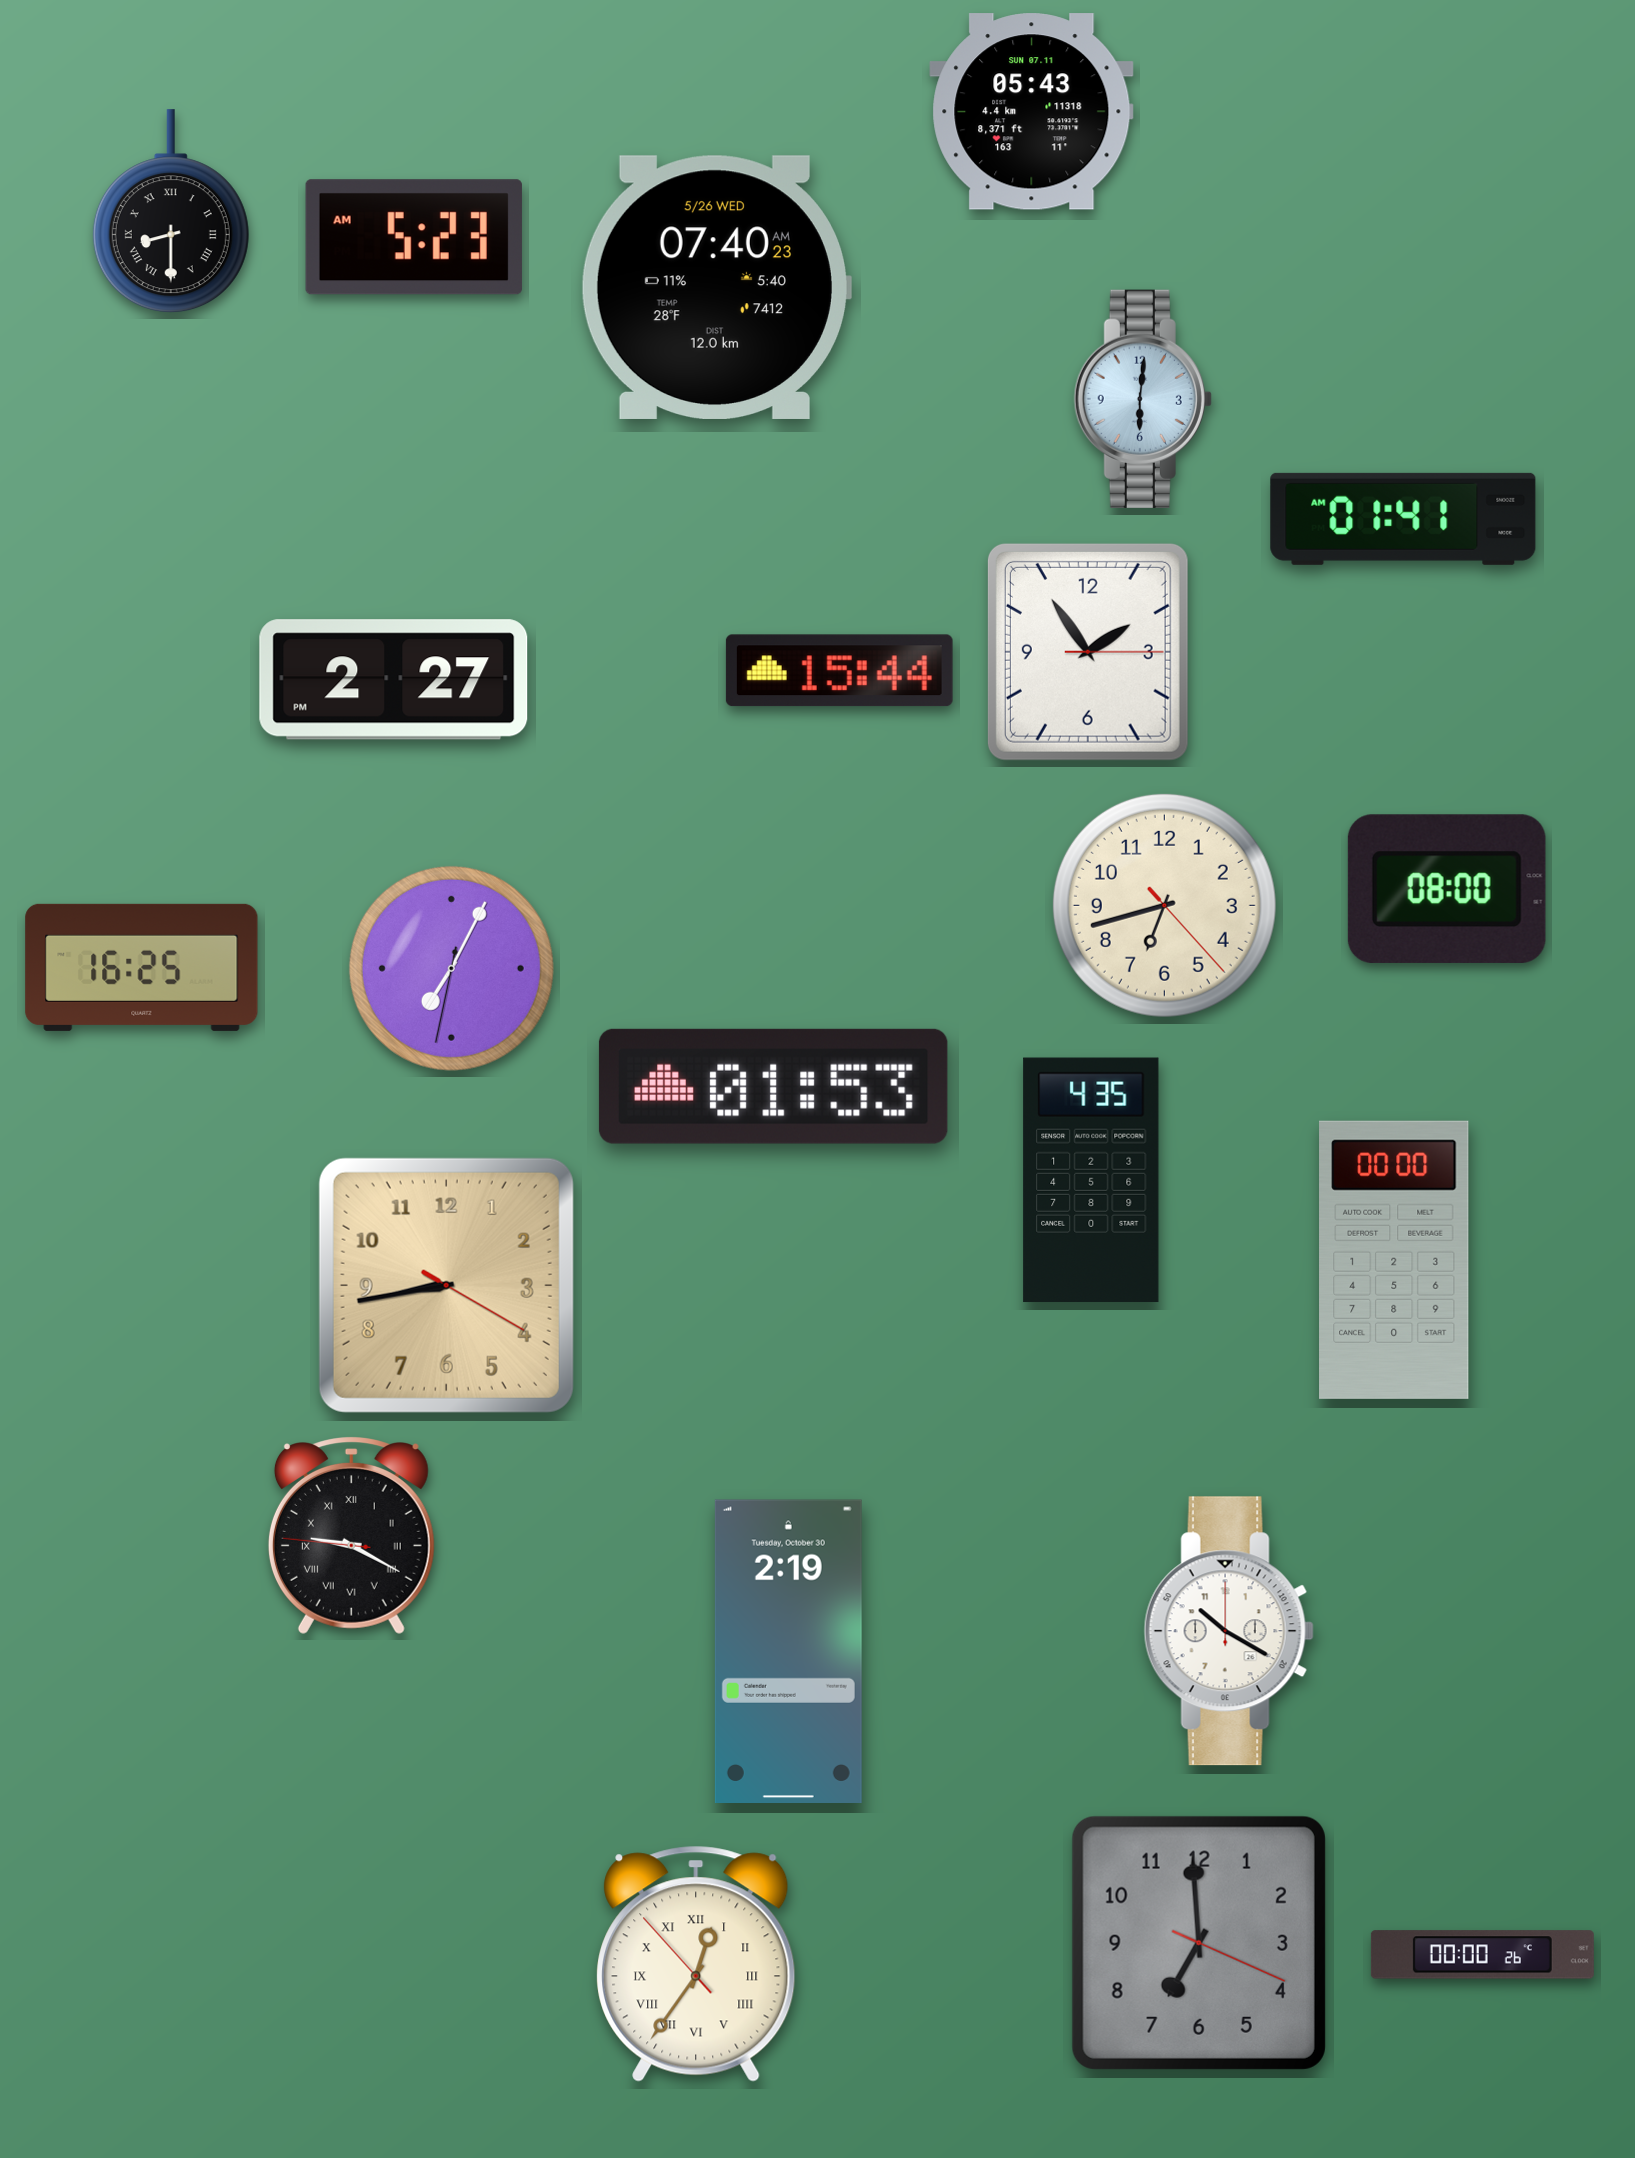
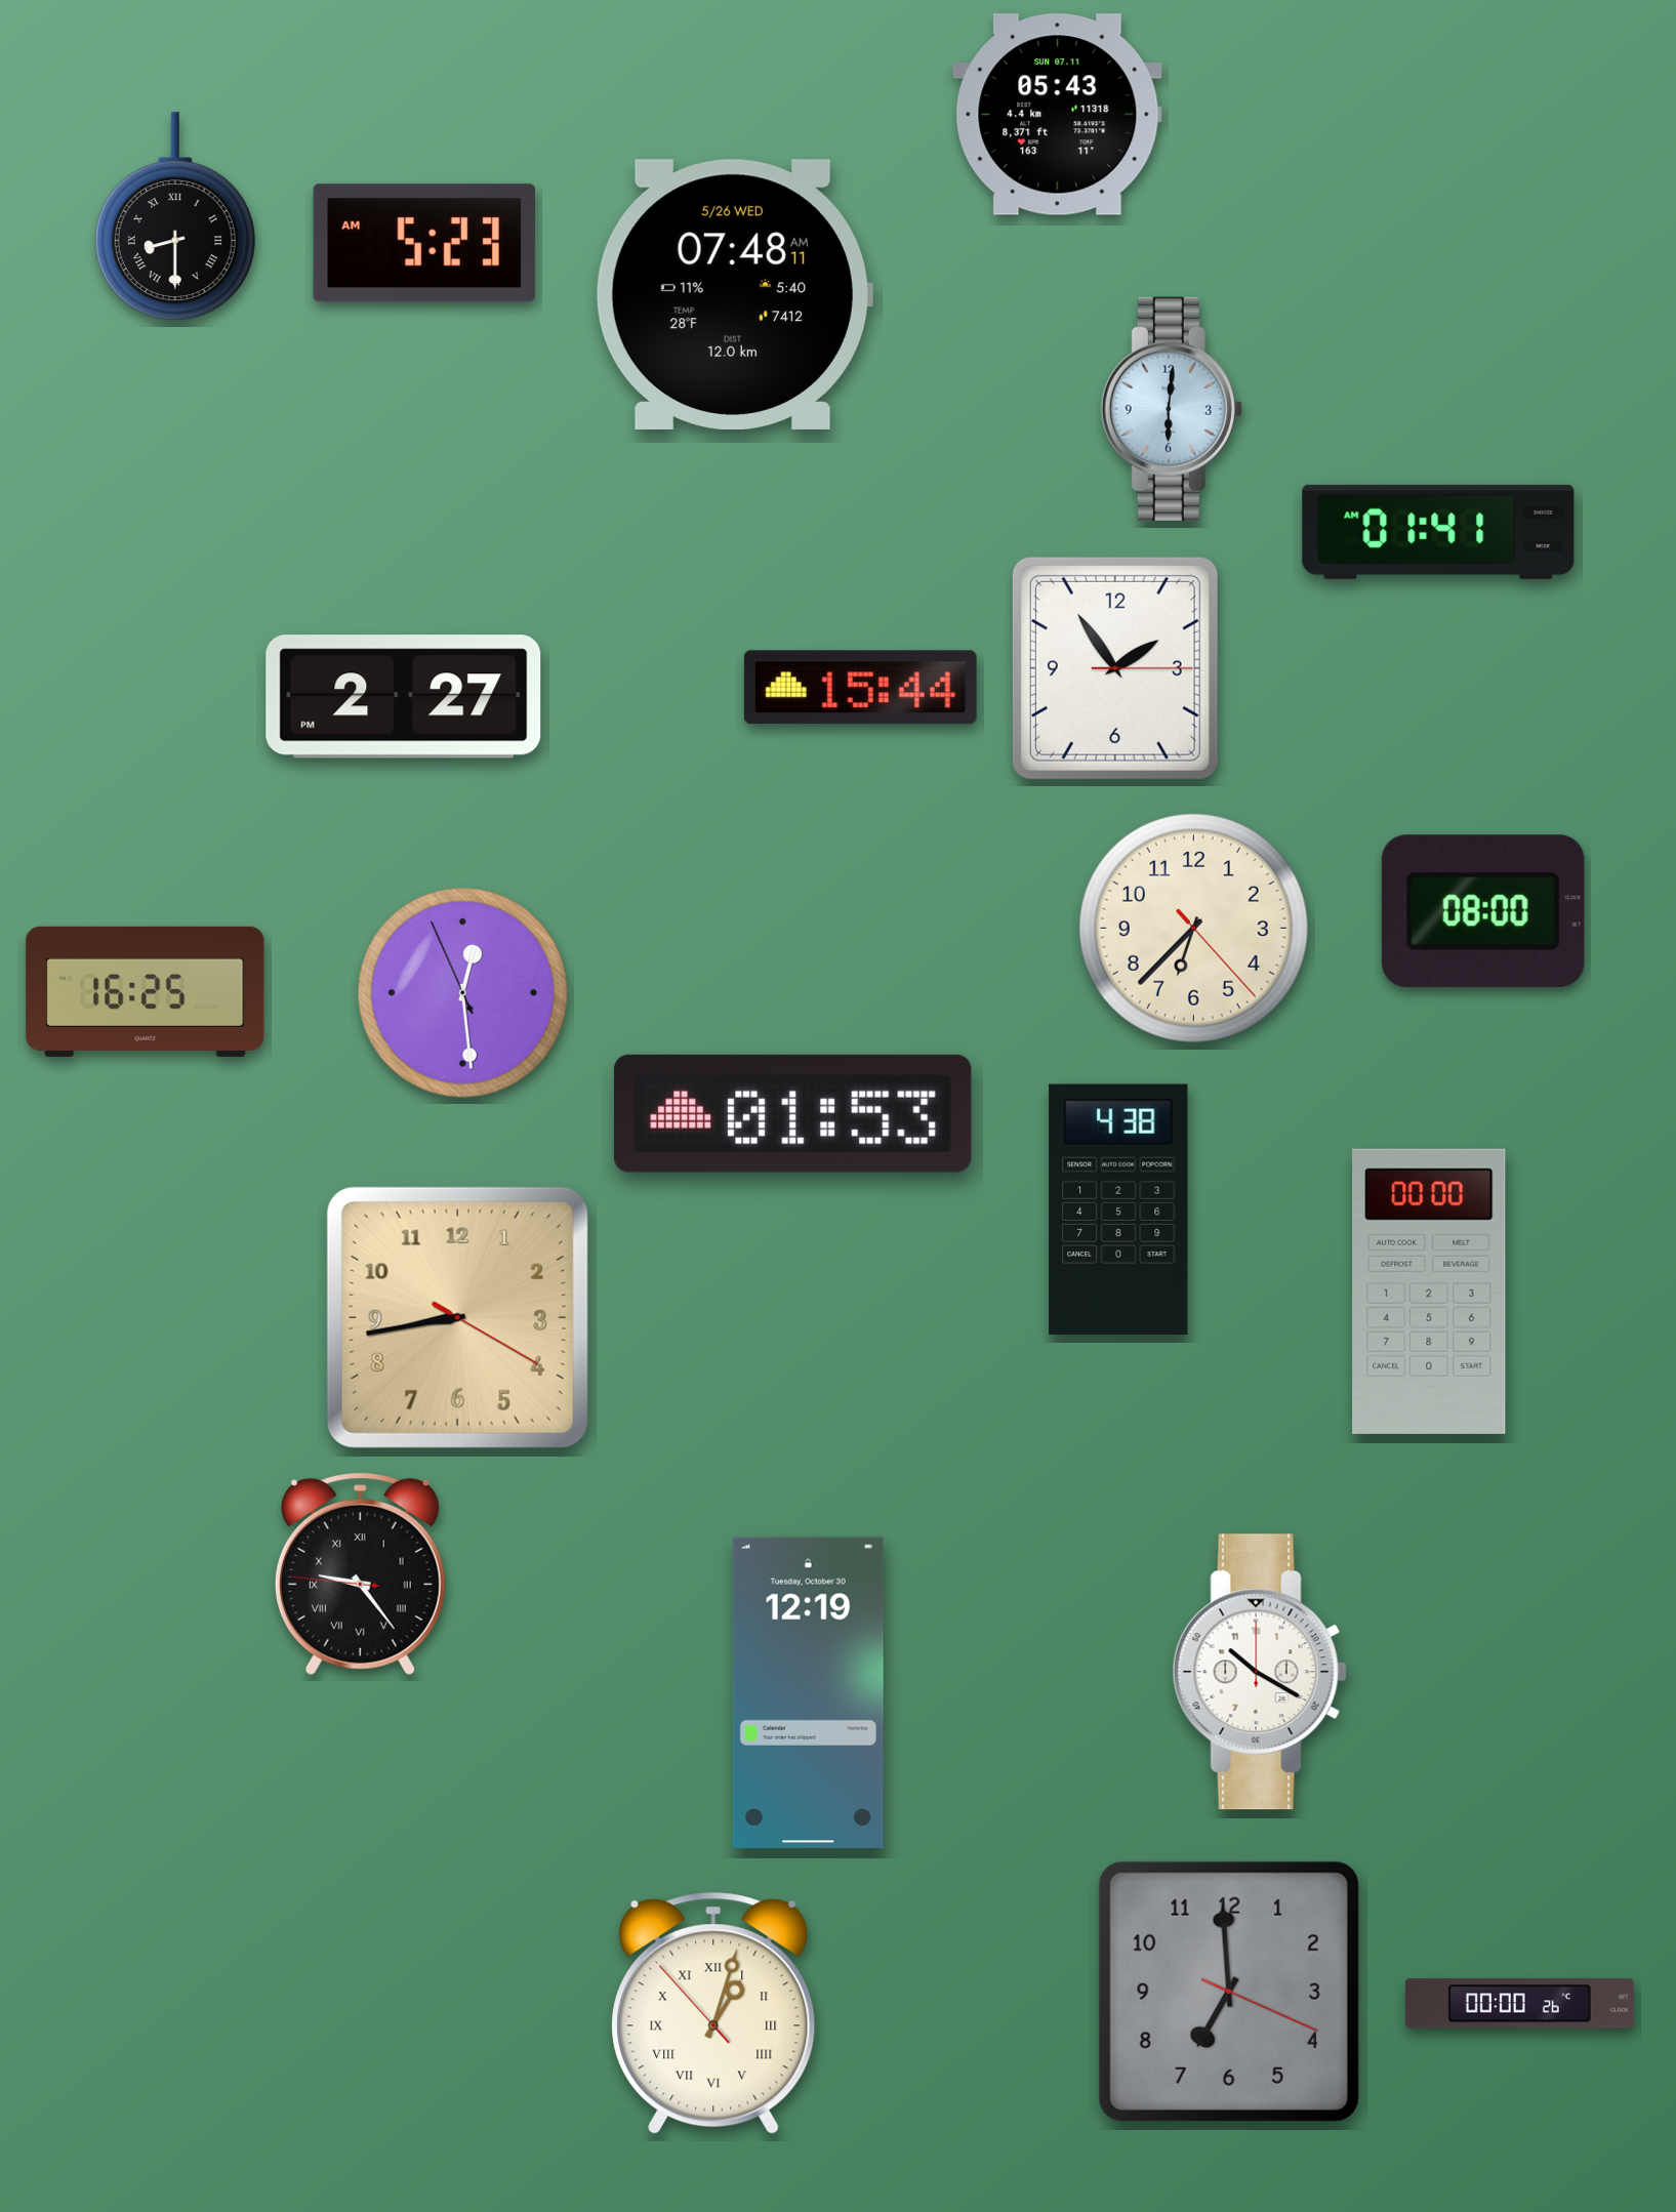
clock at (716, 287): 07:40 -> 07:48
clock at (1164, 905): 6:42 -> 6:37
clock at (451, 968): 7:04 -> 12:28
clock at (1091, 1180): 4:35 -> 4:38
clock at (351, 1535): 9:19 -> 9:23
clock at (788, 1651): 2:19 -> 12:19
clock at (696, 1964): 12:35 -> 1:02
